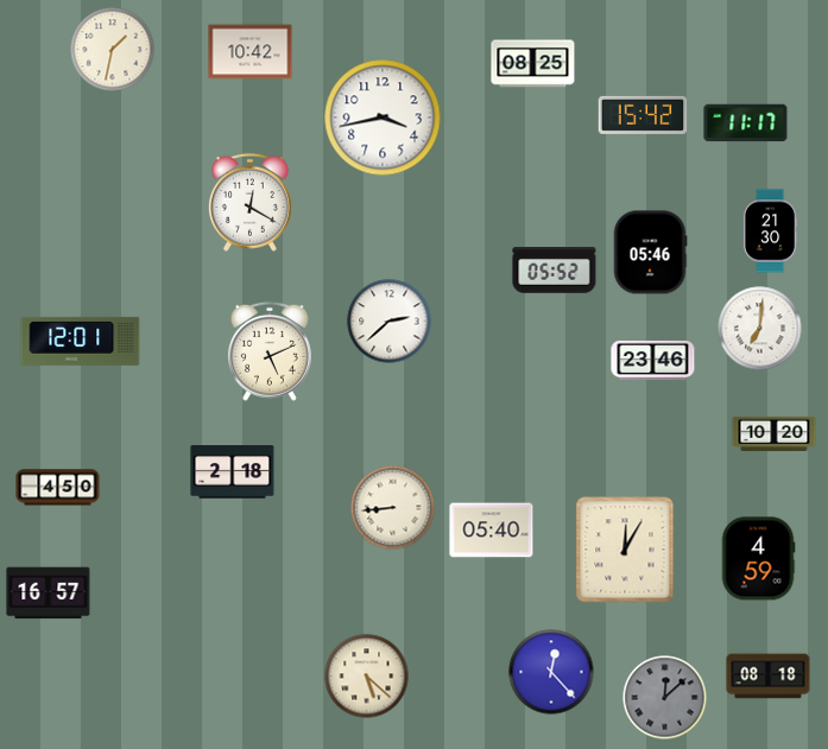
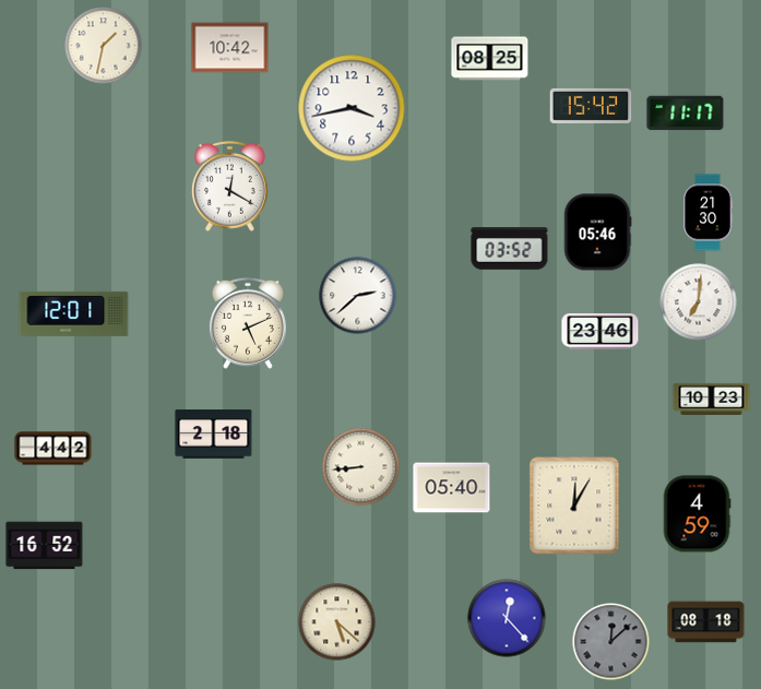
clock at (555, 271): 05:52 -> 03:52
clock at (775, 433): 10:20 -> 10:23
clock at (58, 488): 4:50 -> 4:42
clock at (49, 594): 16:57 -> 16:52
